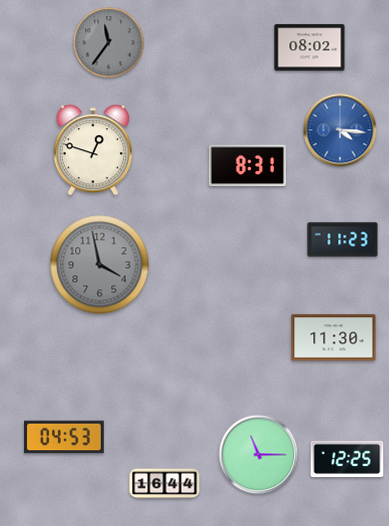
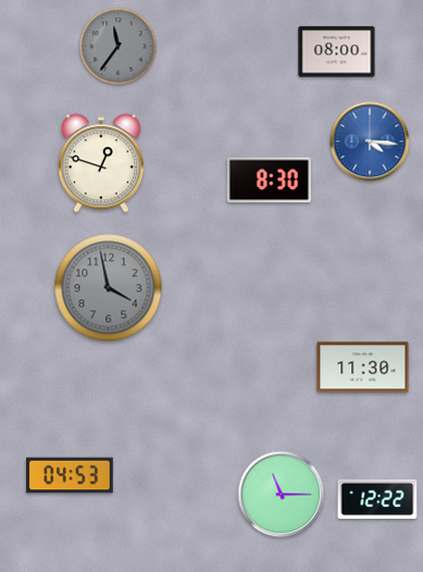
clock at (310, 48): 08:02 -> 08:00
clock at (247, 166): 8:31 -> 8:30
clock at (343, 240): 11:23 -> none
clock at (347, 459): 12:25 -> 12:22
clock at (165, 484): 16:44 -> none
